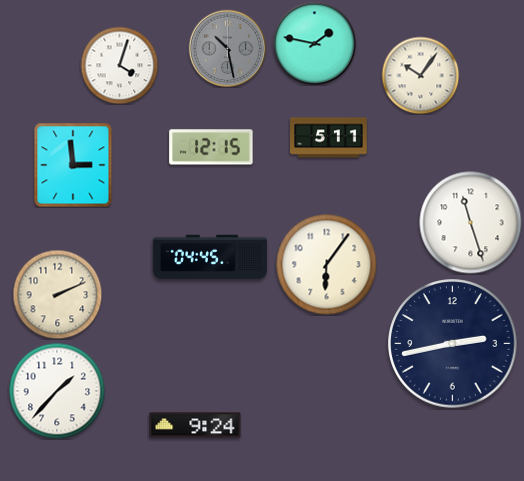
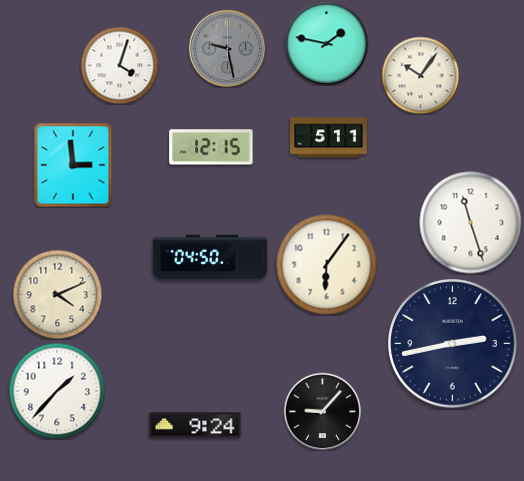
clock at (314, 43) position: (314, 43) -> (326, 43)
clock at (227, 48): 10:28 -> 9:28
clock at (210, 257): 04:45 -> 04:50
clock at (57, 294): 2:11 -> 4:11
clock at (322, 411): none -> 9:07
